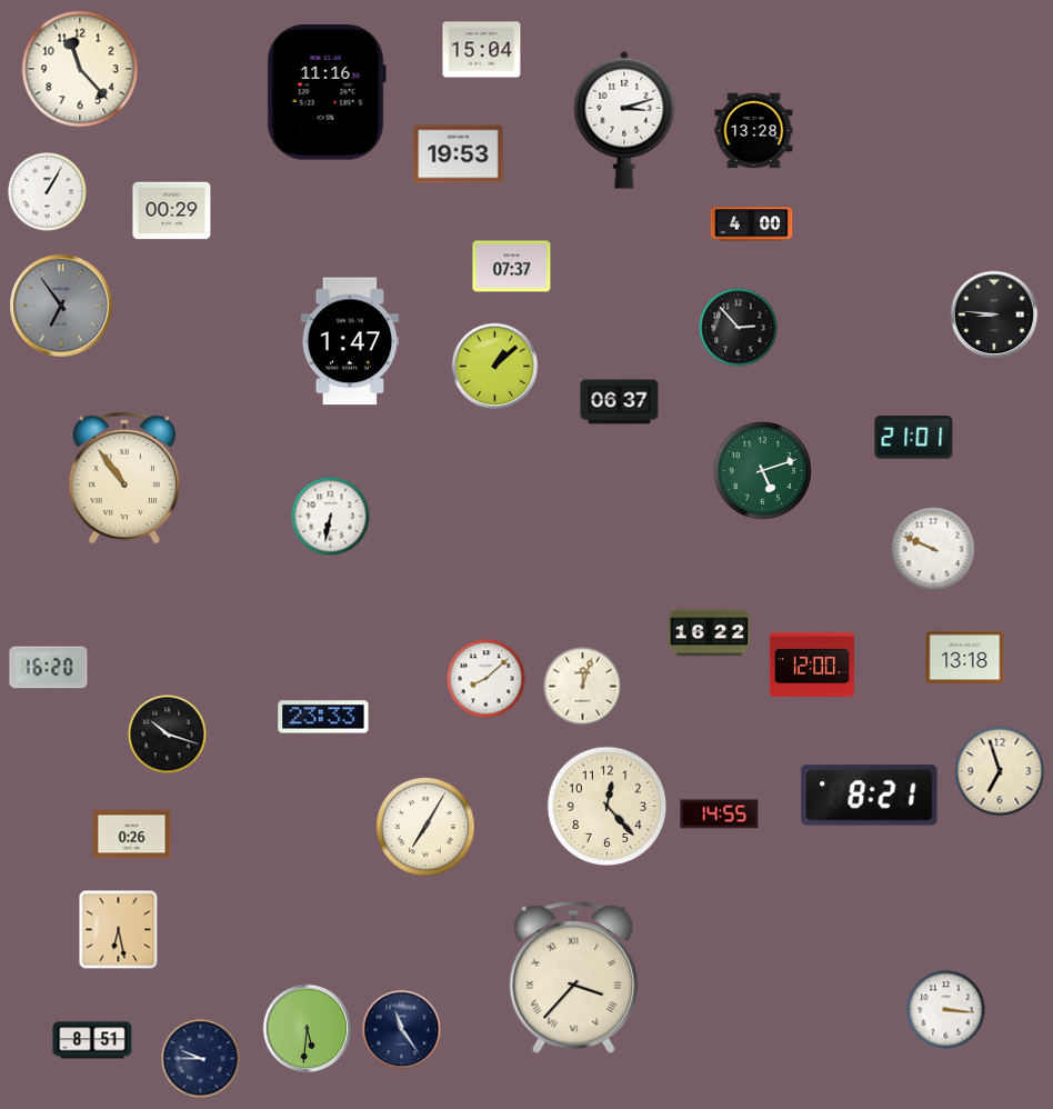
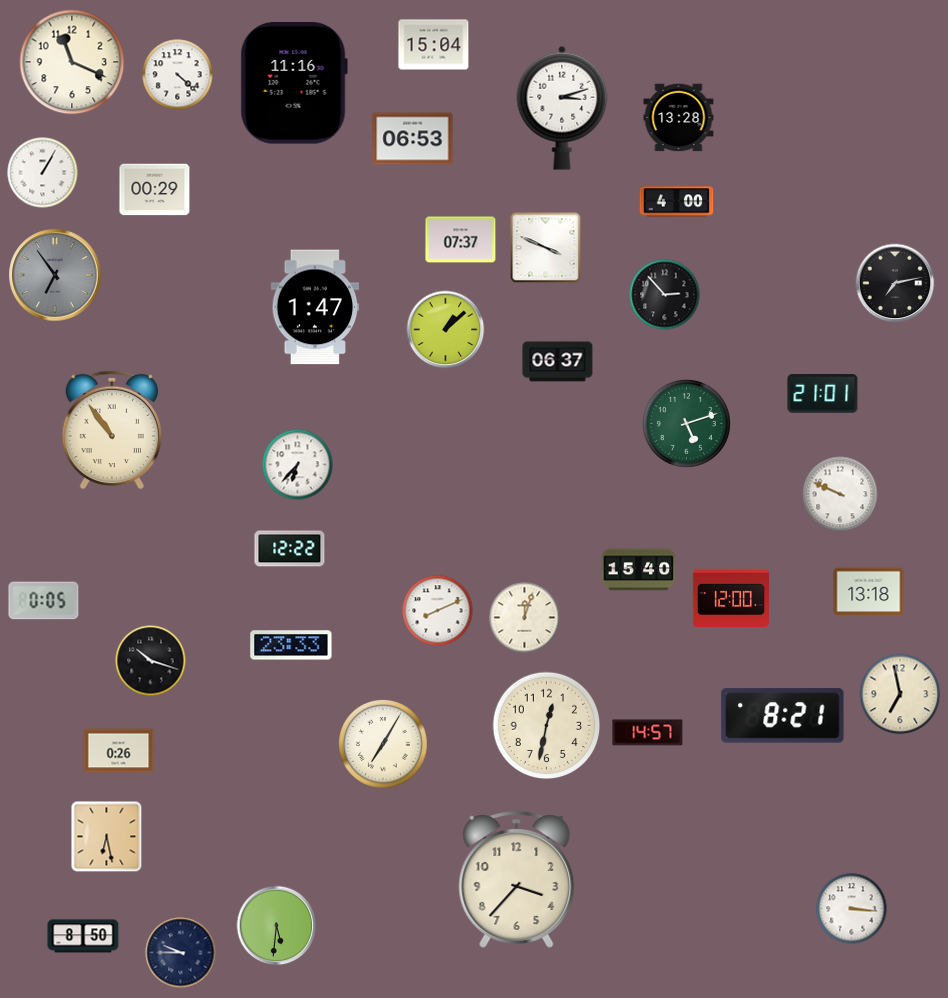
clock at (80, 69): 11:23 -> 11:19
clock at (178, 75): none -> 4:22
clock at (459, 154): 19:53 -> 06:53
clock at (546, 248): none -> 3:49
clock at (994, 314): 8:46 -> 7:13
clock at (331, 517): 6:32 -> 6:37
clock at (290, 549): none -> 12:22
clock at (710, 633): 16:22 -> 15:40
clock at (49, 668): 16:20 -> 0:05
clock at (487, 679): 8:08 -> 8:11
clock at (1000, 771): 6:57 -> 6:58
clock at (608, 807): 12:23 -> 12:32
clock at (720, 815): 14:55 -> 14:57
clock at (574, 978) numerals: Roman -> Arabic
clock at (402, 1030): 11:24 -> none
clock at (92, 1040): 8:51 -> 8:50
